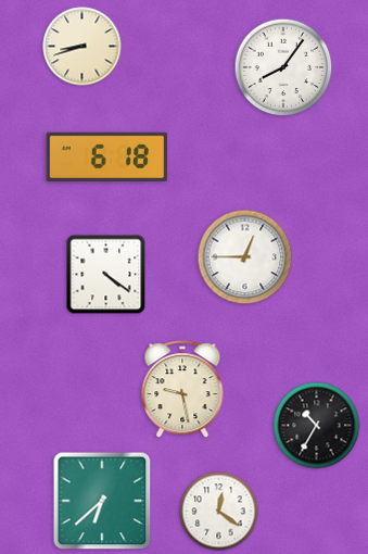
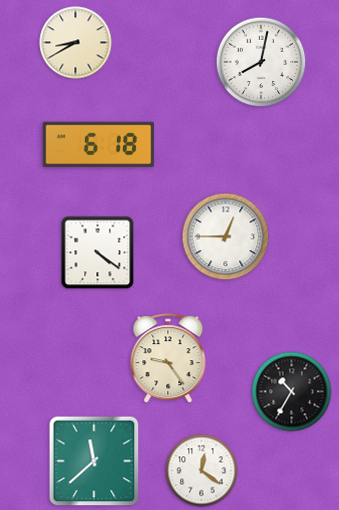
clock at (83, 47): 8:42 -> 8:40
clock at (283, 67): 8:06 -> 8:02
clock at (182, 390): 9:28 -> 9:24
clock at (102, 501): 6:38 -> 11:38
